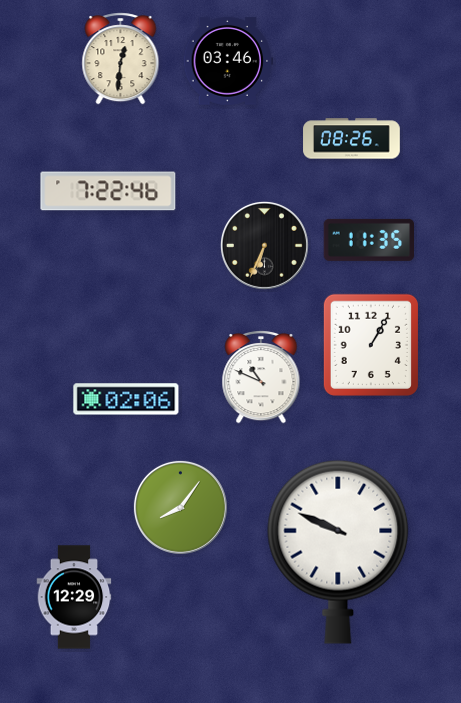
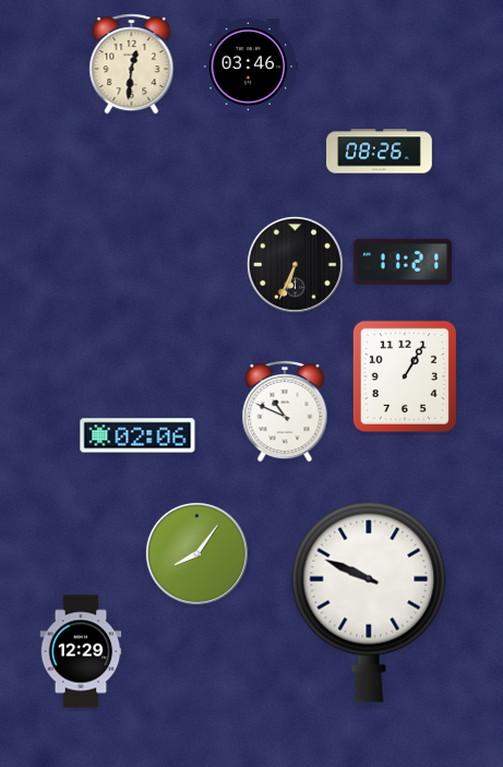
clock at (352, 139) position: (352, 139) -> (380, 152)
clock at (108, 191): 7:22 -> none
clock at (368, 240): 11:35 -> 11:21
clock at (264, 245) position: (264, 245) -> (295, 264)
